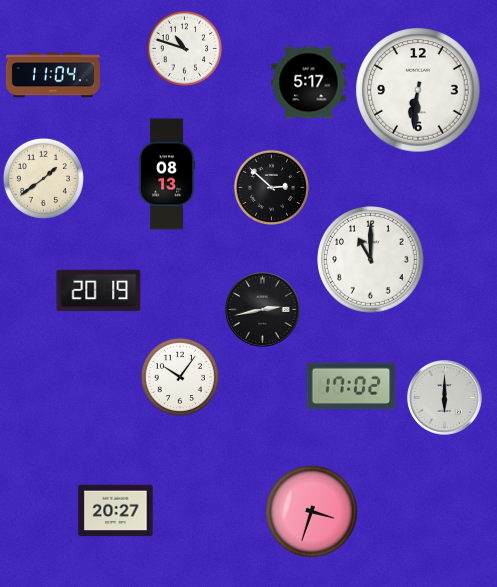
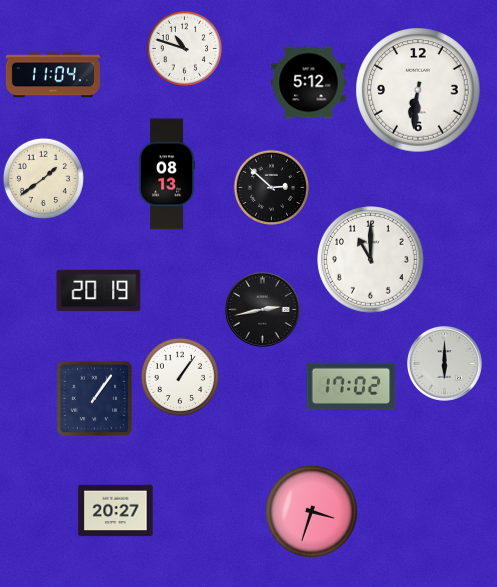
clock at (309, 83): 5:17 -> 5:12
clock at (180, 377): 10:06 -> 1:06
clock at (445, 398) position: (445, 398) -> (445, 364)
clock at (95, 399): none -> 1:06
